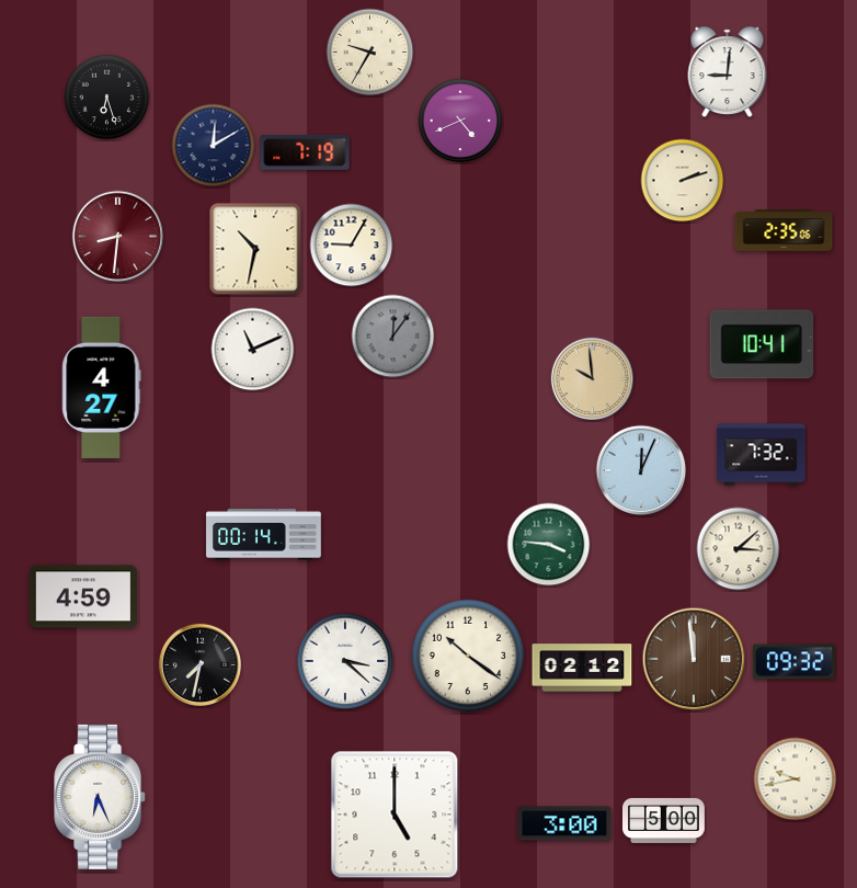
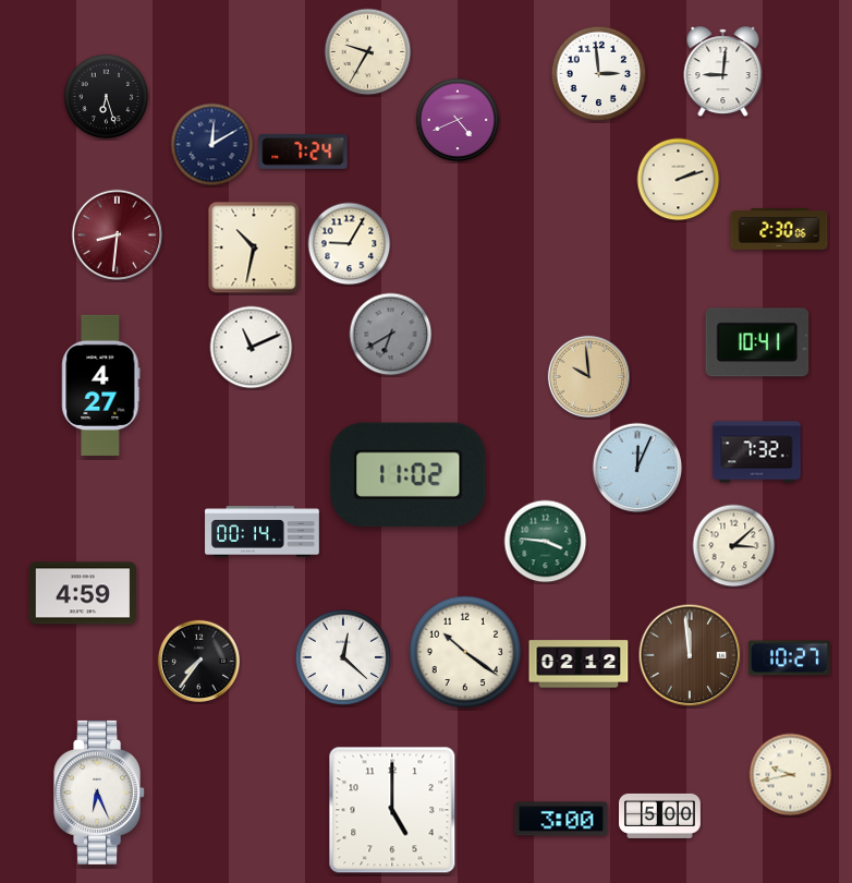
clock at (599, 74): none -> 2:59
clock at (305, 152): 7:19 -> 7:24
clock at (784, 230): 2:35 -> 2:30
clock at (393, 337): 12:06 -> 6:40
clock at (409, 475): none -> 11:02
clock at (345, 661): 3:22 -> 12:22
clock at (793, 662): 09:32 -> 10:27
clock at (199, 664): 7:32 -> 7:36
